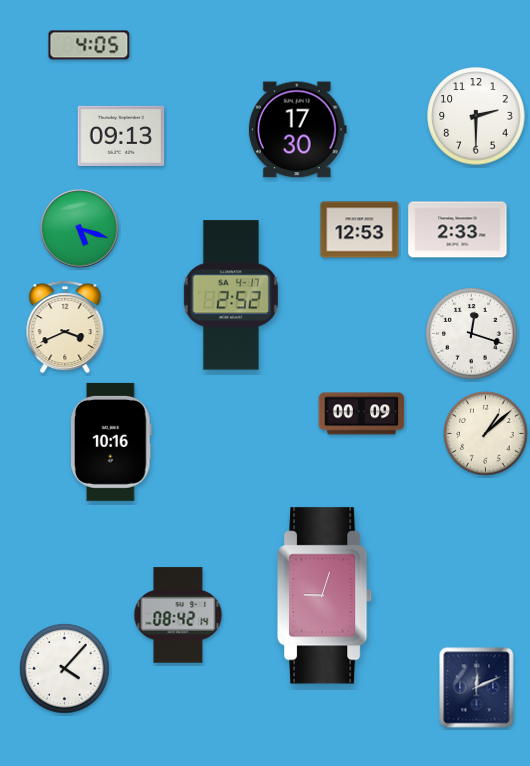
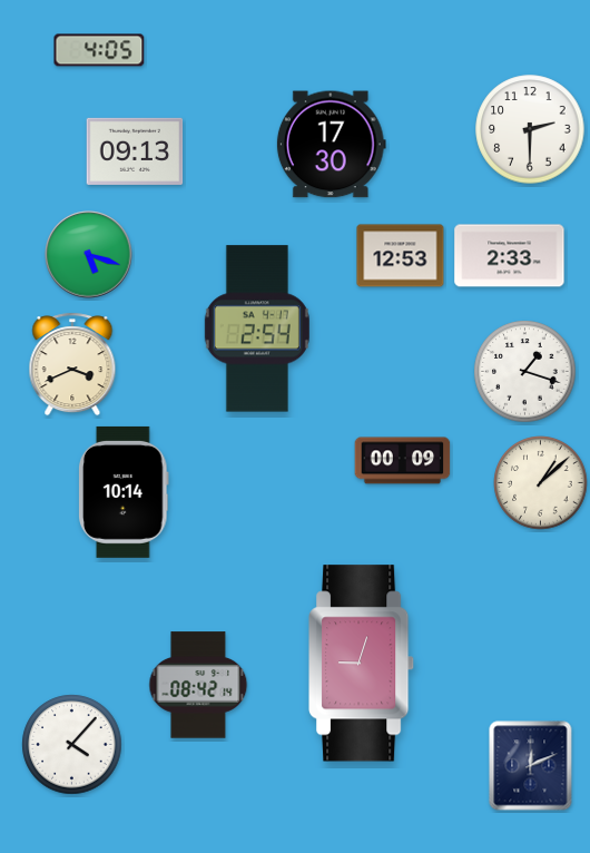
clock at (231, 295): 2:52 -> 2:54
clock at (472, 334): 12:18 -> 1:18
clock at (112, 442): 10:16 -> 10:14
